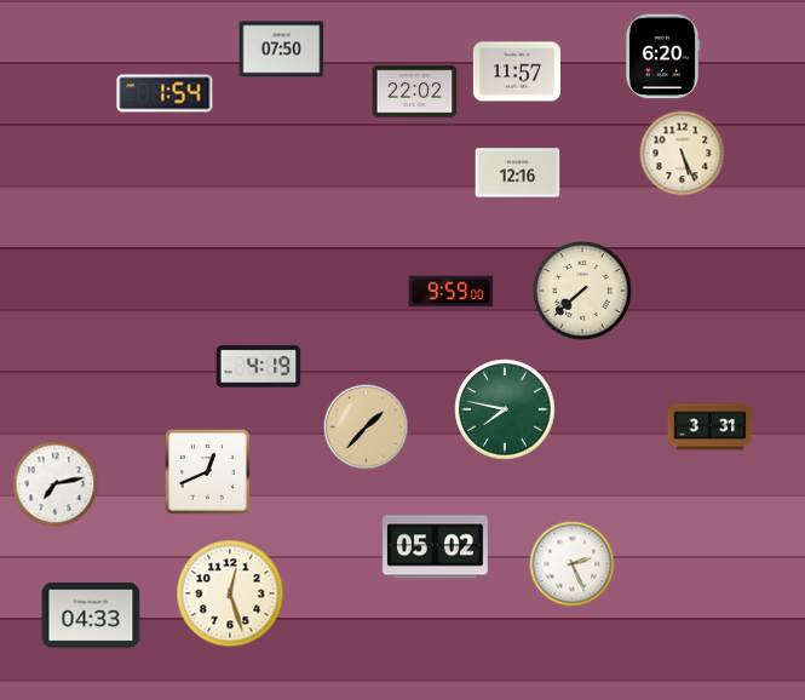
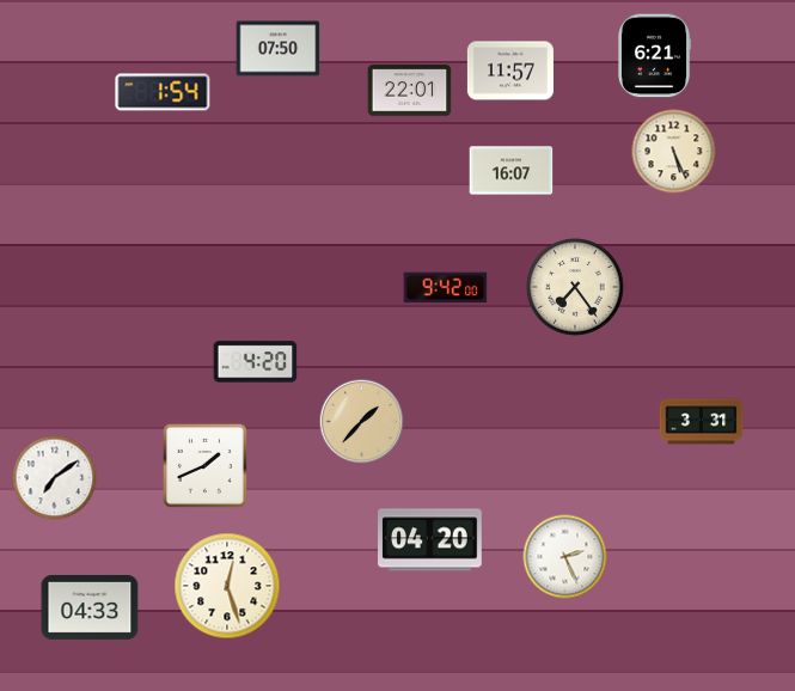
clock at (662, 57): 6:20 -> 6:21
clock at (415, 92): 22:02 -> 22:01
clock at (518, 173): 12:16 -> 16:07
clock at (582, 291): 7:38 -> 7:24
clock at (452, 292): 9:59 -> 9:42
clock at (259, 367): 4:19 -> 4:20
clock at (505, 409): 7:47 -> none
clock at (207, 471): 12:41 -> 1:41
clock at (56, 484): 7:13 -> 7:09
clock at (436, 547): 05:02 -> 04:20
